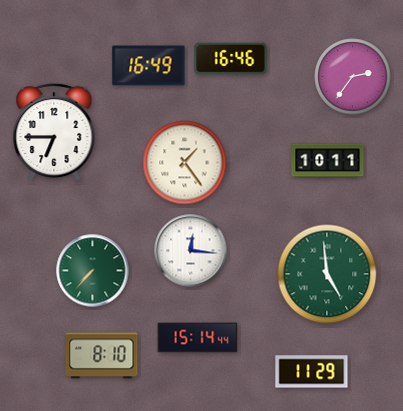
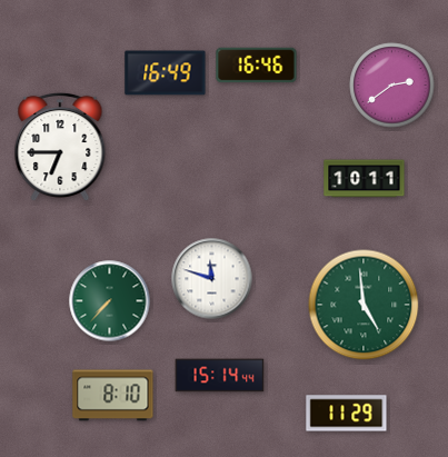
clock at (353, 77): 2:36 -> 2:39
clock at (185, 163): 1:24 -> none
clock at (191, 251): 12:16 -> 11:48
clock at (93, 271) position: (93, 271) -> (110, 301)
